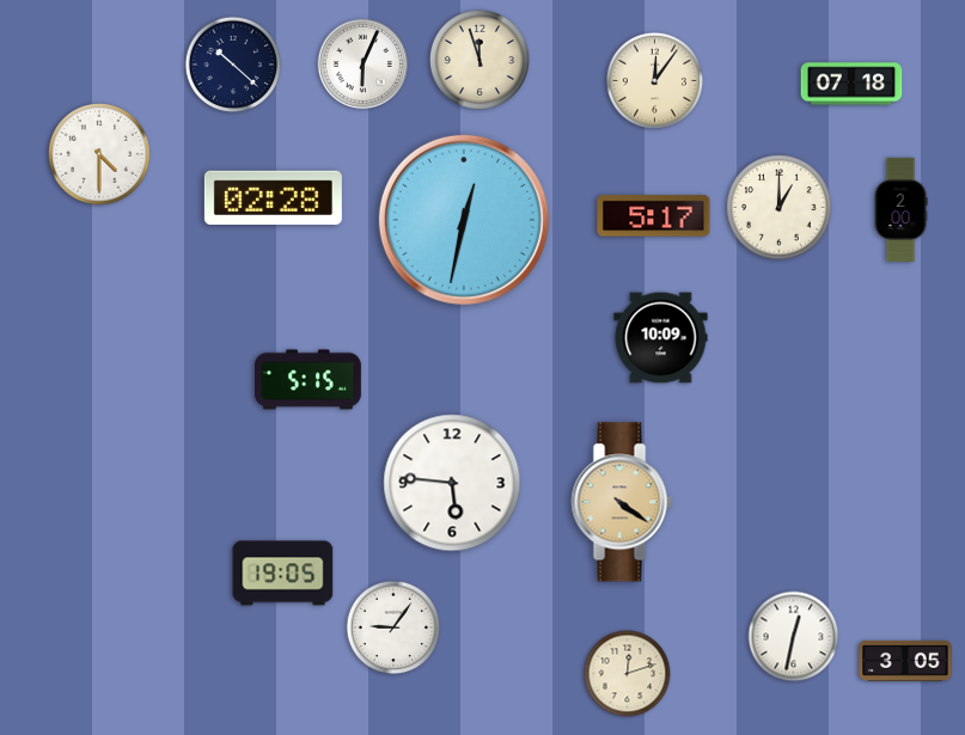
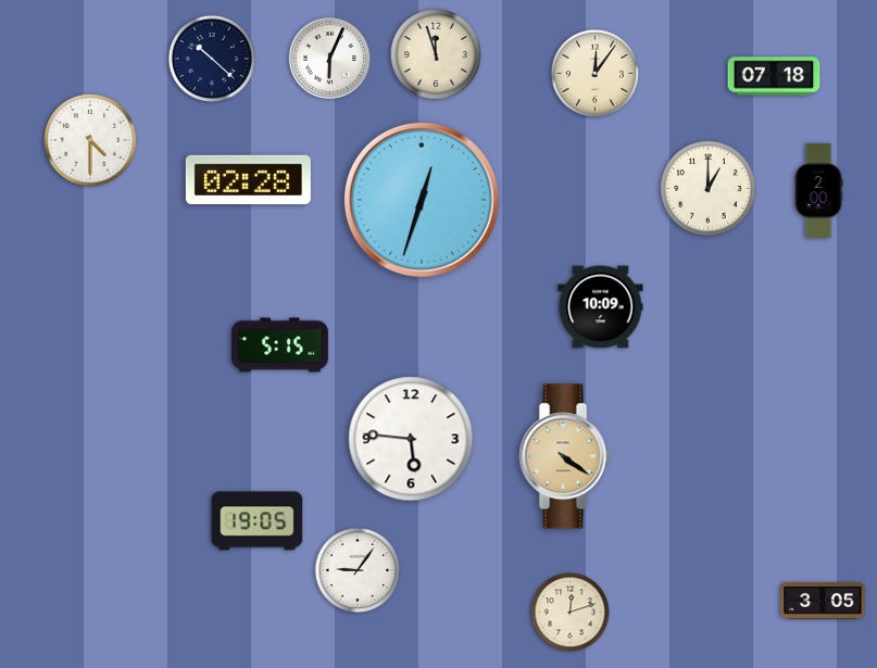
clock at (654, 216): 5:17 -> none
clock at (464, 220): 12:32 -> 12:33
clock at (794, 637): 12:32 -> none
